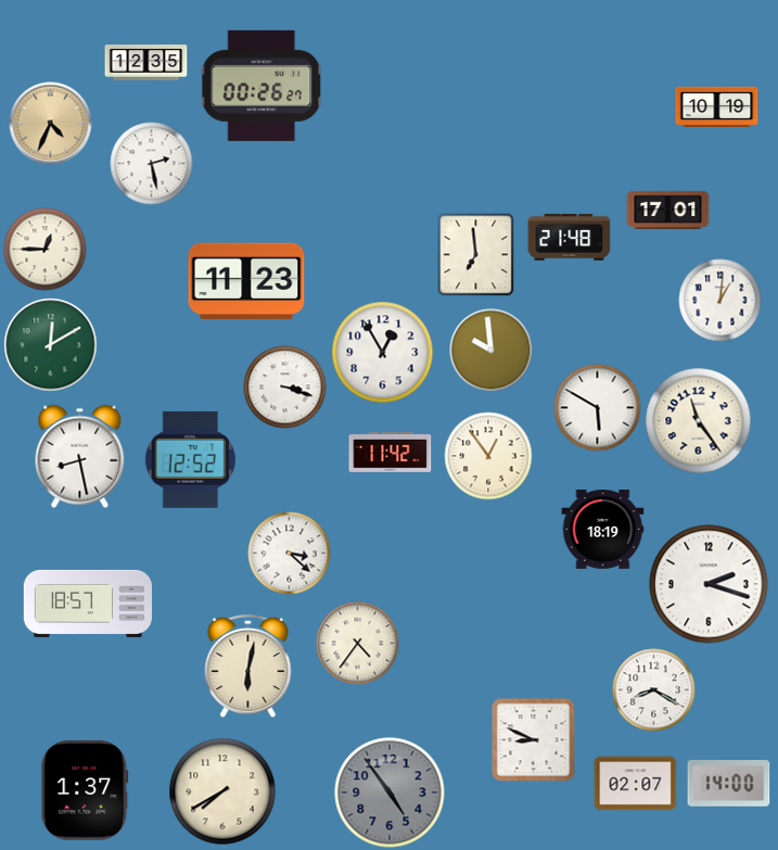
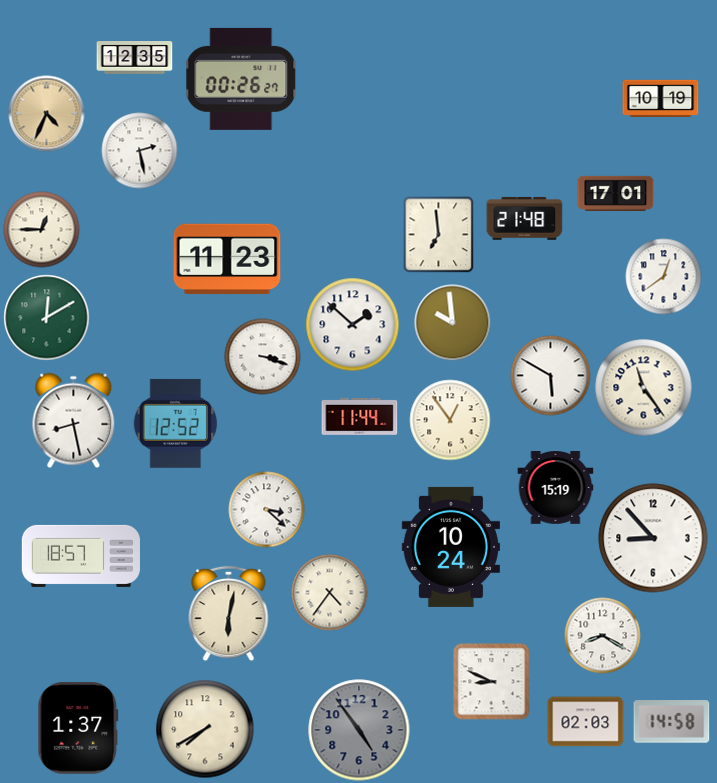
clock at (720, 301): 1:01 -> 12:39
clock at (383, 353): 12:55 -> 1:52
clock at (391, 452): 11:42 -> 11:44
clock at (603, 530): 18:19 -> 15:19
clock at (709, 584): 2:18 -> 8:53
clock at (451, 547): none -> 10:24
clock at (636, 784): 02:07 -> 02:03
clock at (729, 784): 14:00 -> 14:58
